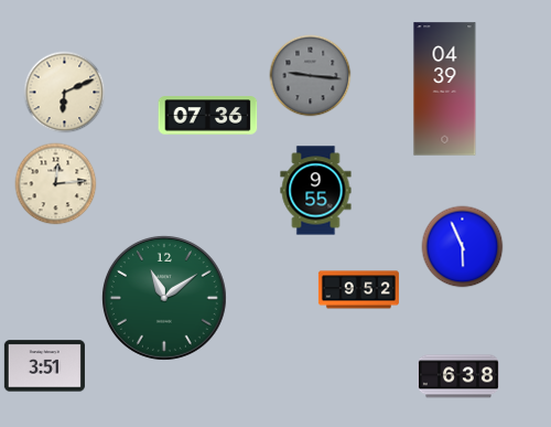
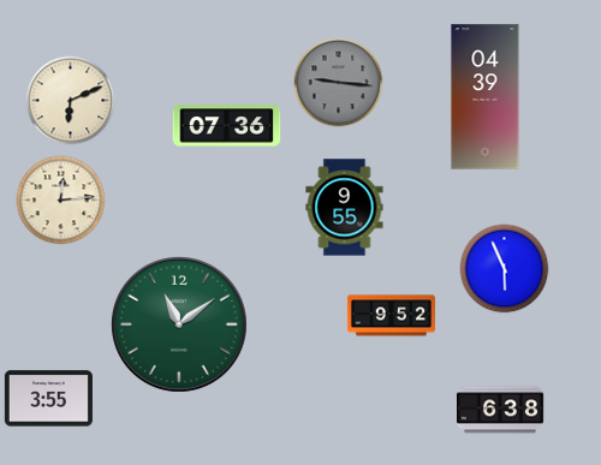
clock at (44, 366): 3:51 -> 3:55
